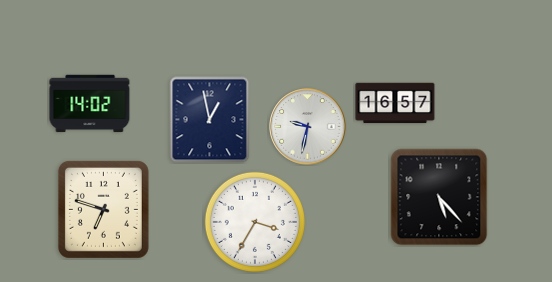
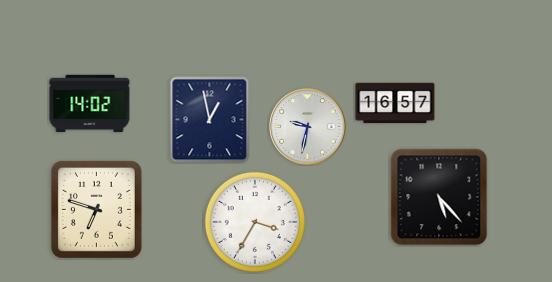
clock at (103, 209) position: (103, 209) -> (96, 209)
